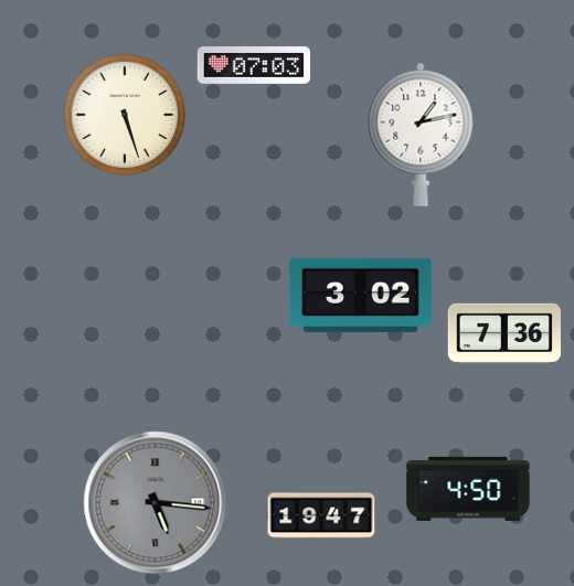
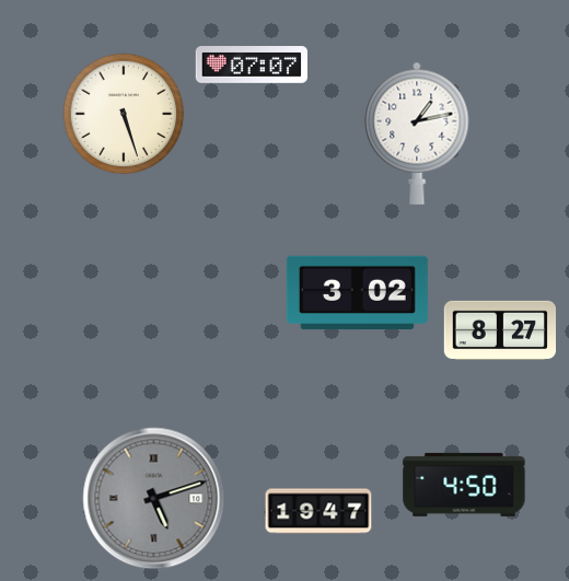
clock at (254, 66): 07:03 -> 07:07
clock at (503, 332): 7:36 -> 8:27
clock at (156, 503): 5:16 -> 5:12
